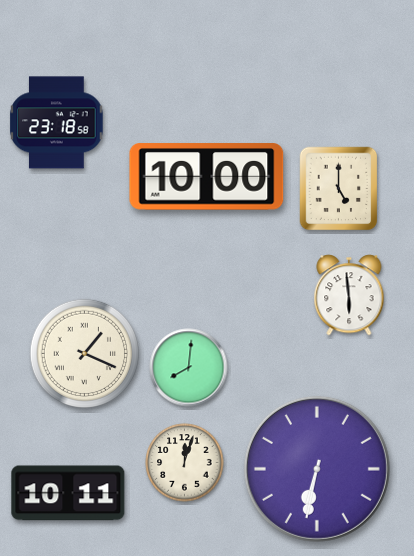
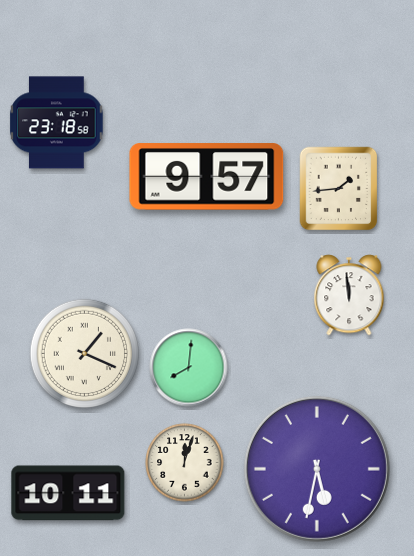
clock at (207, 177): 10:00 -> 9:57
clock at (339, 189): 5:00 -> 1:44
clock at (349, 295): 5:59 -> 11:59
clock at (317, 469): 6:32 -> 5:32
